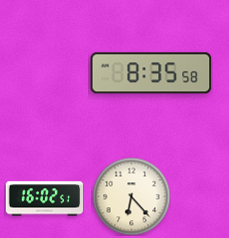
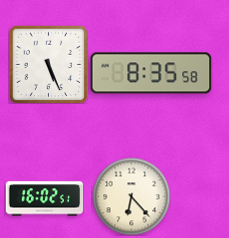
clock at (48, 64): none -> 5:26
